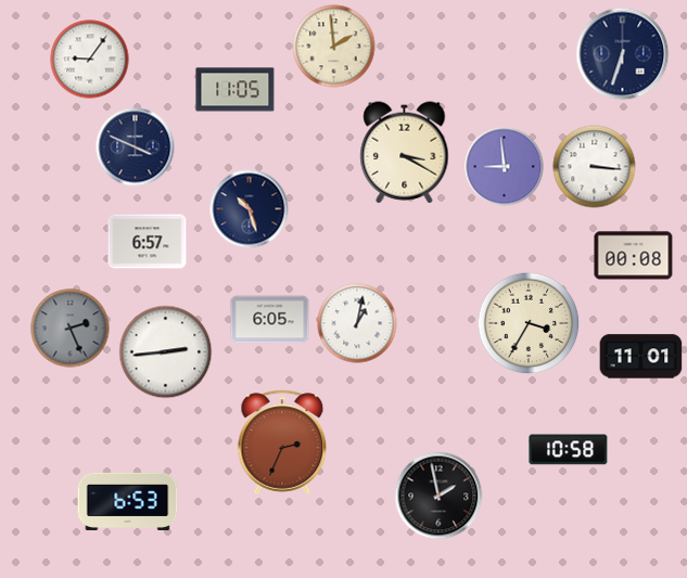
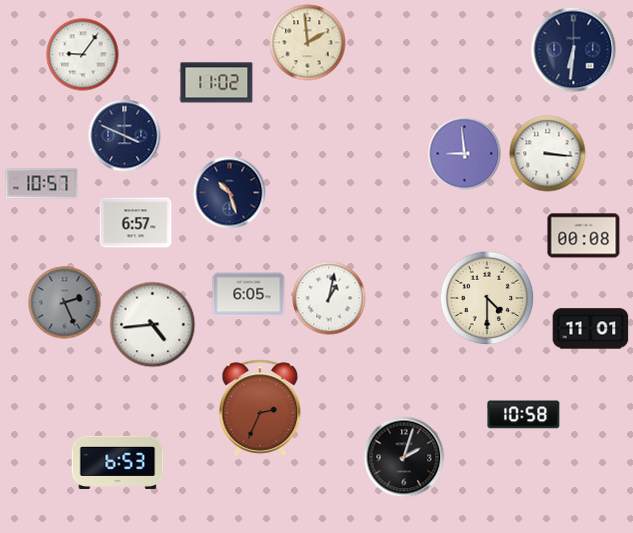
clock at (623, 54): 6:33 -> 6:31
clock at (236, 90): 11:05 -> 11:02
clock at (405, 153): 3:20 -> none
clock at (42, 184): none -> 10:57
clock at (529, 323): 3:35 -> 4:30
clock at (166, 352): 2:44 -> 4:44
clock at (438, 496): 1:58 -> 2:03
